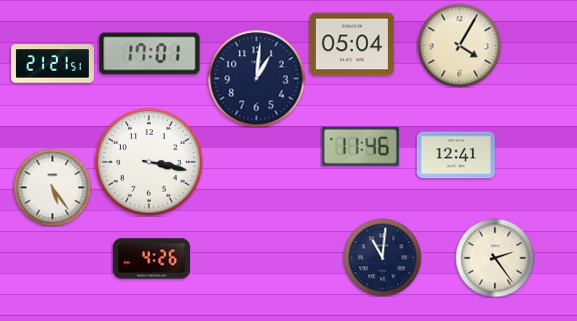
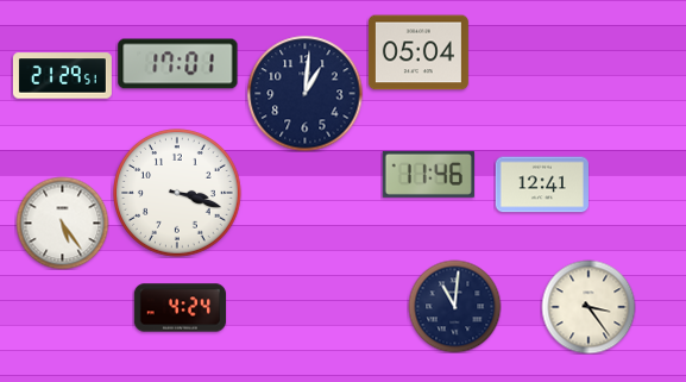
clock at (459, 45): 4:05 -> none
clock at (52, 64): 21:21 -> 21:29
clock at (150, 163): 3:17 -> 3:18
clock at (495, 258): 2:24 -> 3:24
clock at (151, 259): 4:26 -> 4:24
